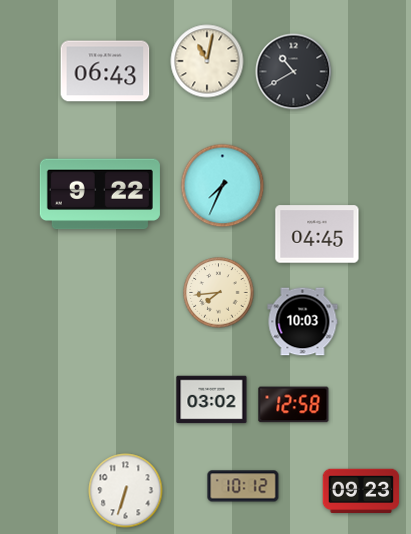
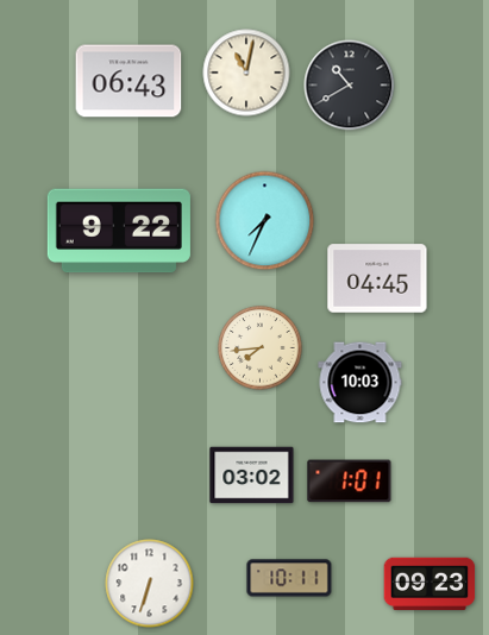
clock at (105, 71) position: (105, 71) -> (128, 81)
clock at (294, 405): 12:58 -> 1:01
clock at (243, 486): 10:12 -> 10:11
